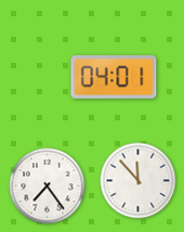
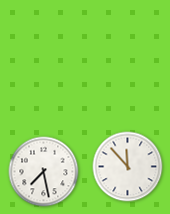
clock at (114, 77): 04:01 -> none
clock at (48, 186): 7:24 -> 7:28
